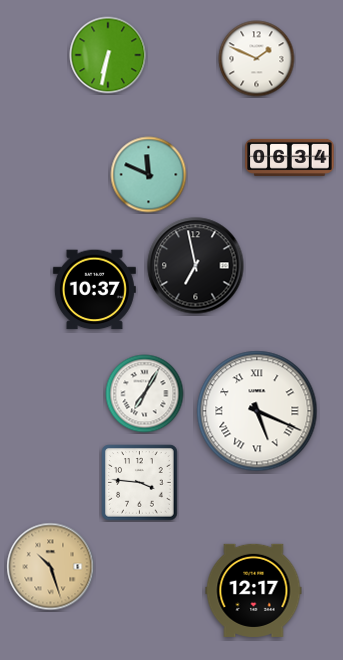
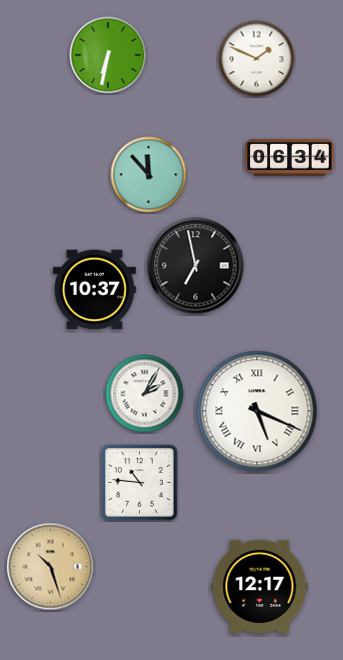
clock at (149, 175): 11:49 -> 11:53
clock at (145, 394): 7:05 -> 2:05
clock at (140, 483): 3:46 -> 10:46
clock at (254, 590) position: (254, 590) -> (260, 586)
